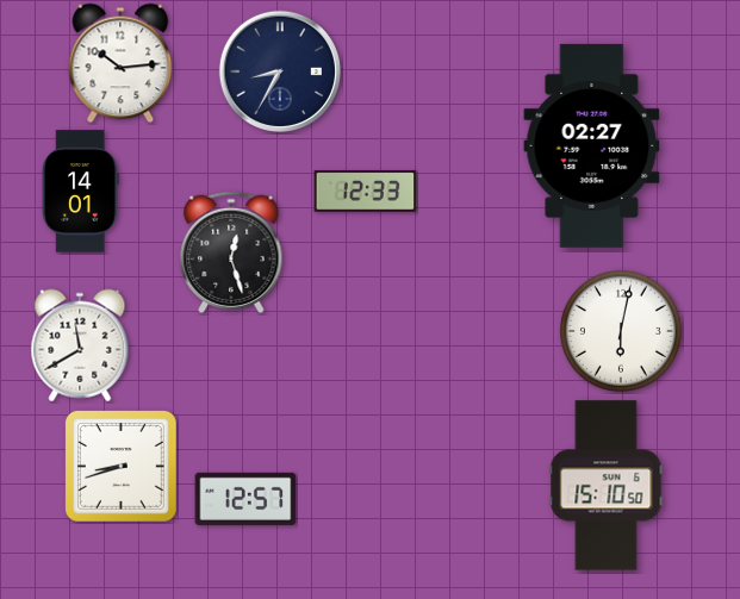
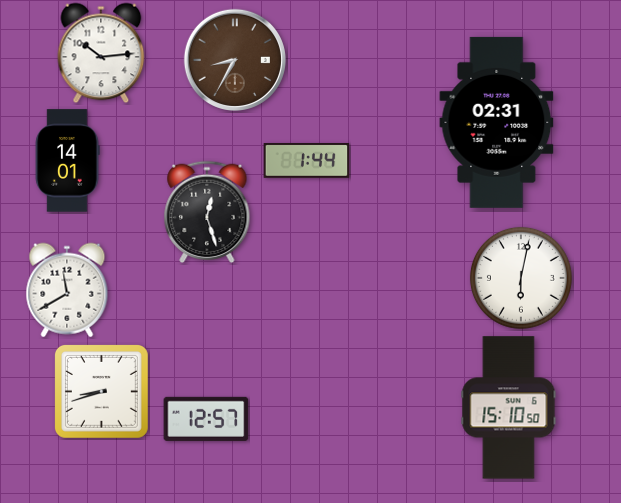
clock at (280, 71) dial: navy -> brown
clock at (592, 145): 02:27 -> 02:31
clock at (366, 192): 12:33 -> 1:44
clock at (231, 251) position: (231, 251) -> (207, 211)
